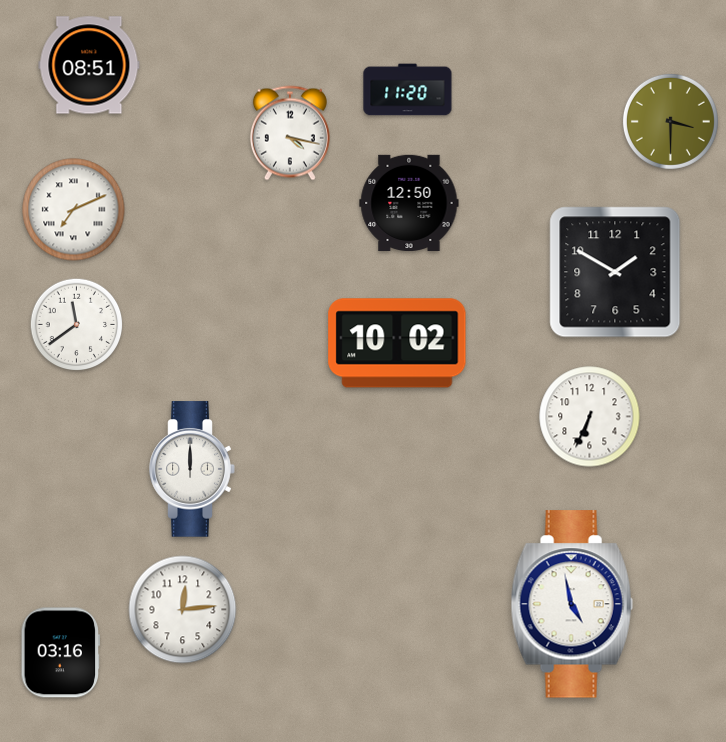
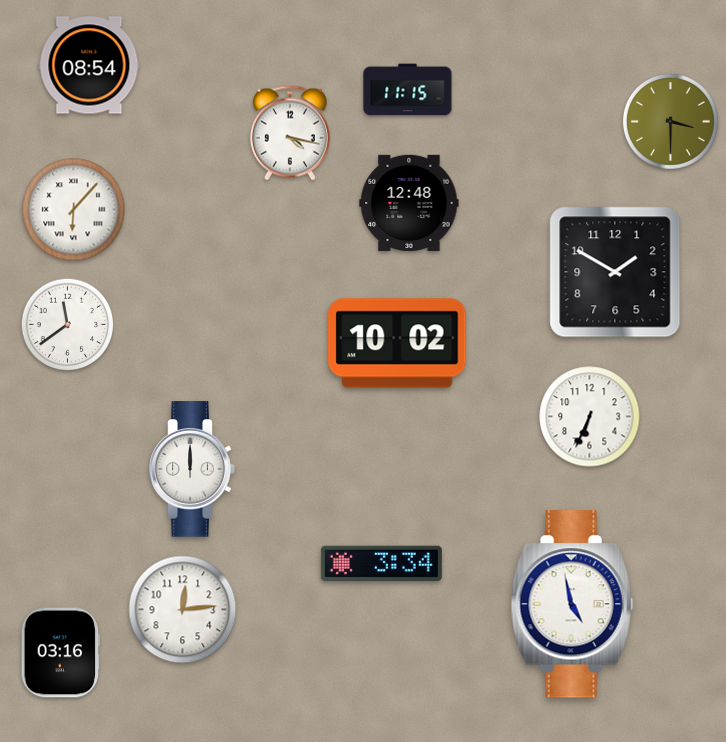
clock at (89, 65): 08:51 -> 08:54
clock at (408, 90): 11:20 -> 11:15
clock at (409, 202): 12:50 -> 12:48
clock at (74, 210): 7:11 -> 6:07
clock at (77, 325) position: (77, 325) -> (68, 325)
clock at (381, 564): none -> 3:34
